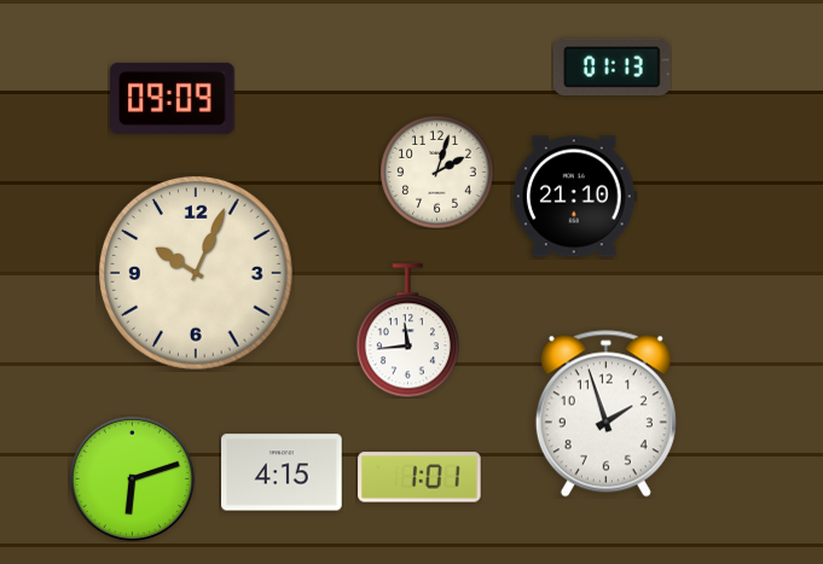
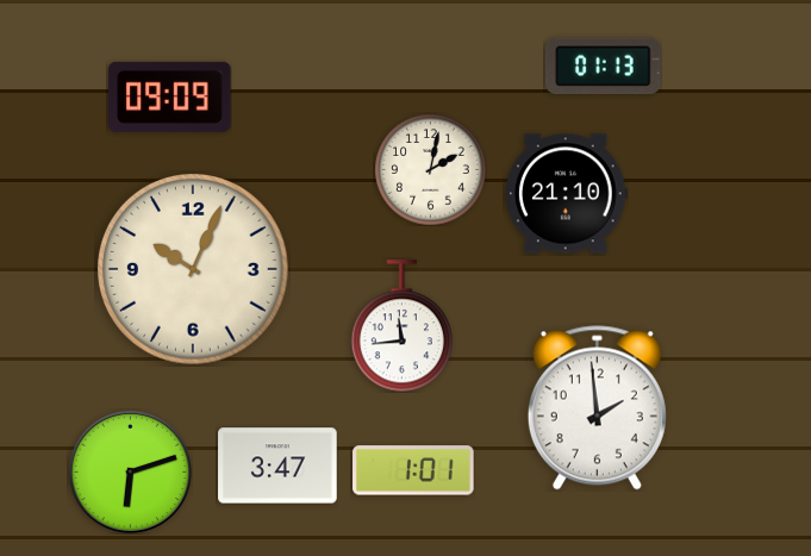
clock at (436, 171): 2:03 -> 2:02
clock at (605, 414): 1:57 -> 1:59
clock at (282, 472): 4:15 -> 3:47
